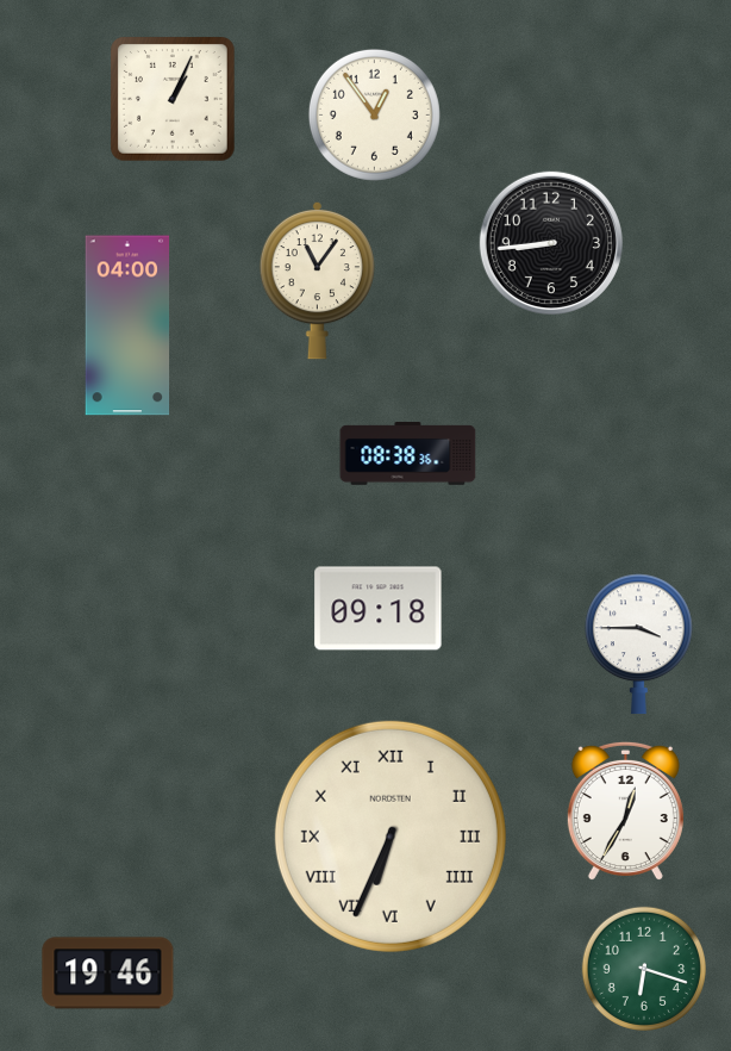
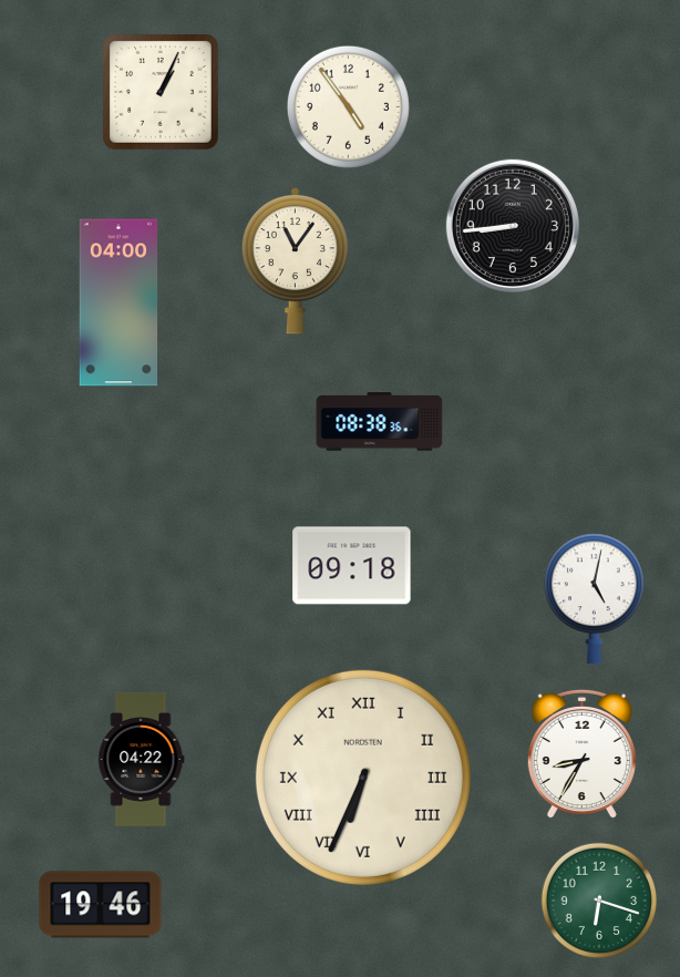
clock at (374, 114): 12:54 -> 4:54
clock at (639, 645): 3:45 -> 5:02
clock at (625, 811): 12:35 -> 8:35
clock at (142, 759): none -> 04:22
